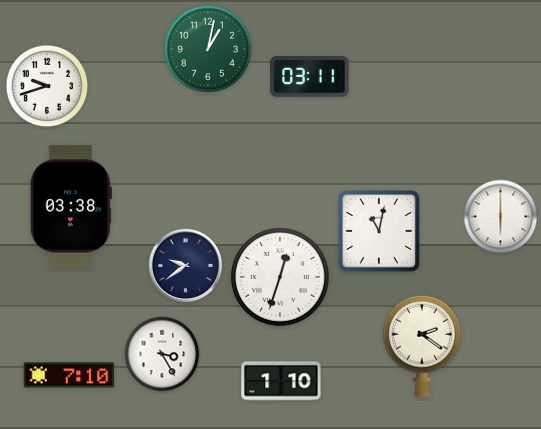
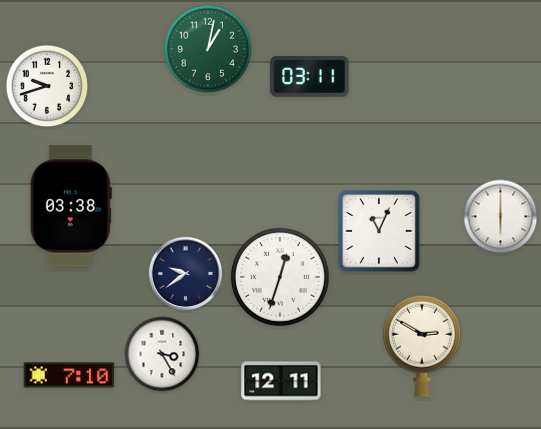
clock at (379, 231): 11:02 -> 11:04
clock at (186, 266) position: (186, 266) -> (186, 274)
clock at (422, 346): 2:21 -> 2:50
clock at (281, 381): 1:10 -> 12:11
